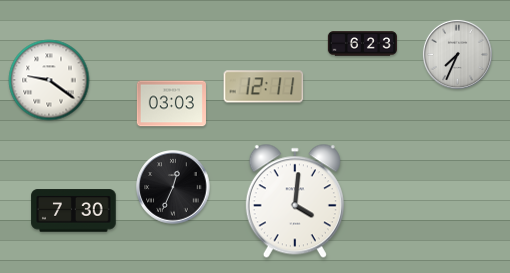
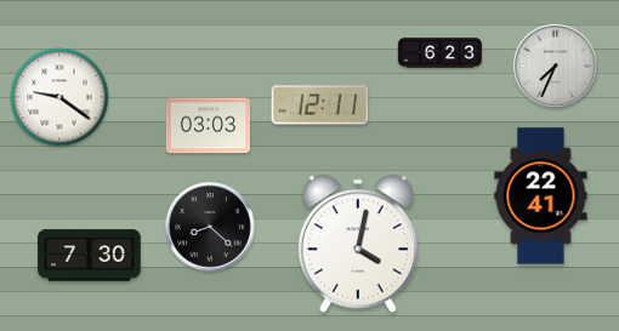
clock at (541, 196): none -> 22:41
clock at (173, 187): 12:34 -> 8:22
clock at (295, 201): 4:01 -> 4:02
